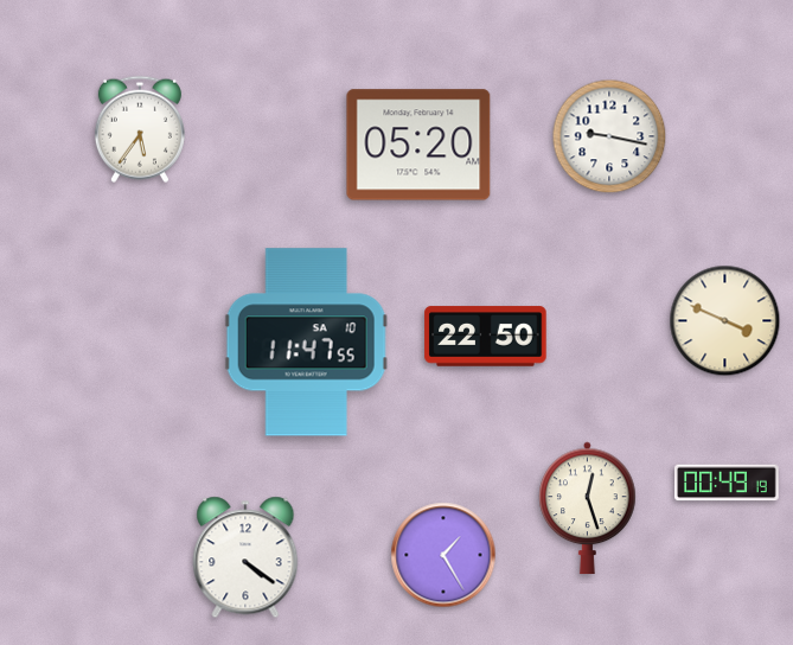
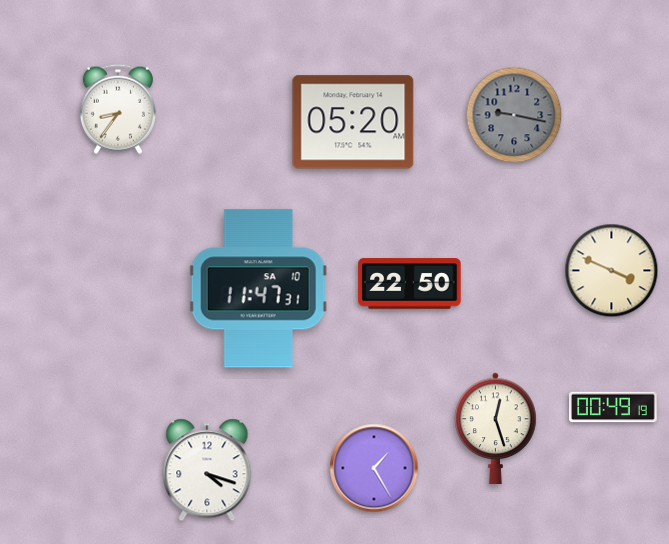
clock at (140, 129): 5:36 -> 8:36
clock at (609, 136) dial: white -> grey
clock at (306, 343): 11:47:55 -> 11:47:31
clock at (245, 557): 4:21 -> 4:18
